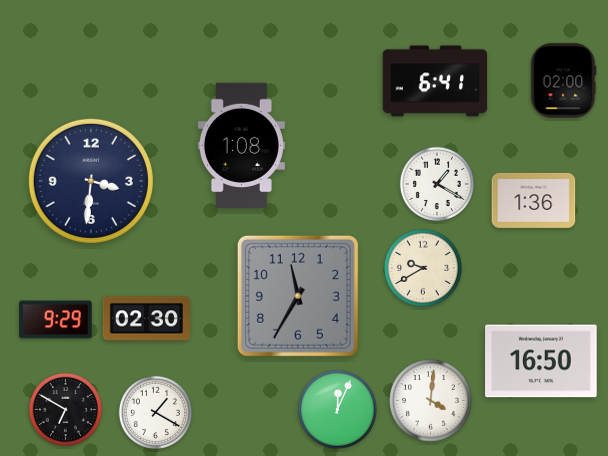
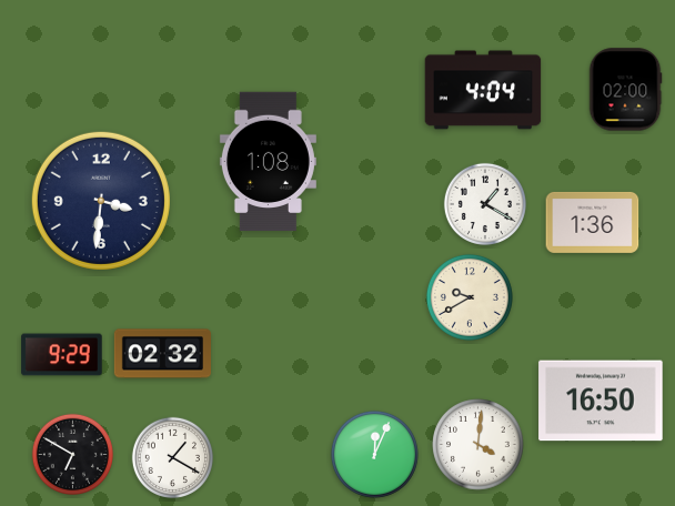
clock at (435, 81): 6:41 -> 4:04
clock at (298, 296): 11:35 -> none
clock at (146, 319): 02:30 -> 02:32
